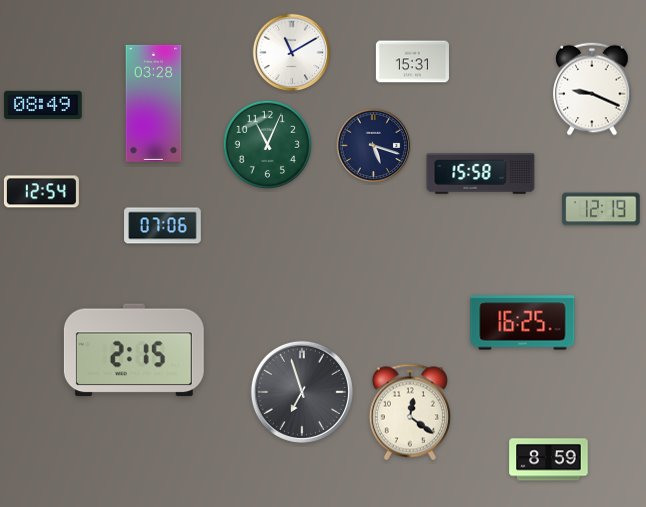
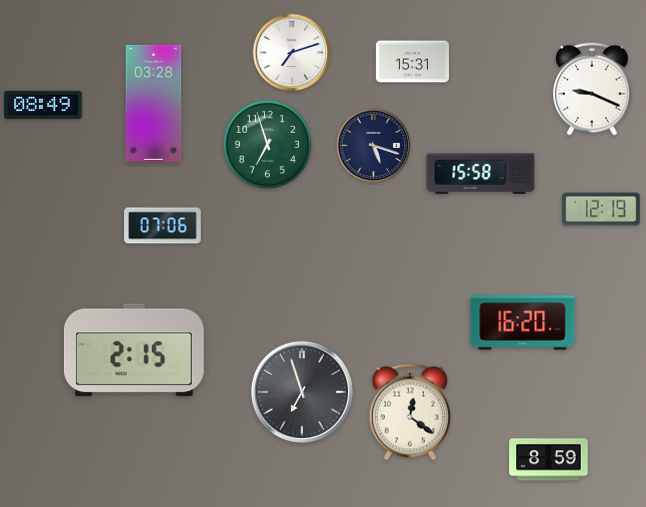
clock at (292, 53): 11:10 -> 7:12
clock at (267, 144): 11:04 -> 6:57
clock at (41, 192): 12:54 -> none
clock at (523, 323): 16:25 -> 16:20
